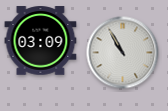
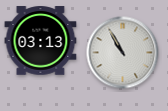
clock at (41, 41): 03:09 -> 03:13
